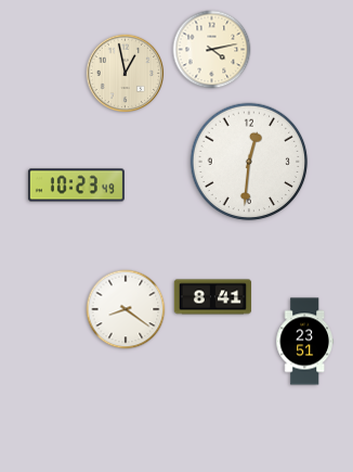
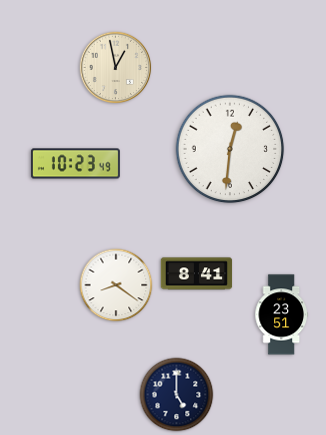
clock at (212, 50): 4:13 -> none
clock at (76, 186) position: (76, 186) -> (75, 164)
clock at (177, 395): none -> 5:00
